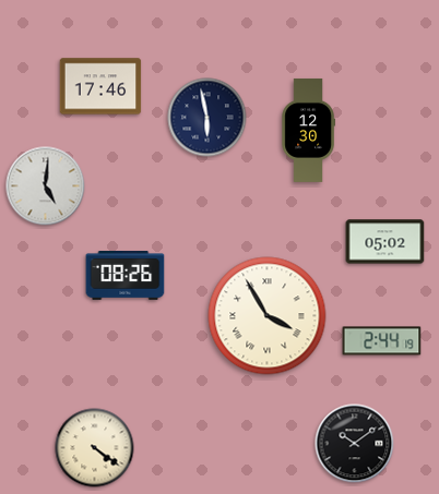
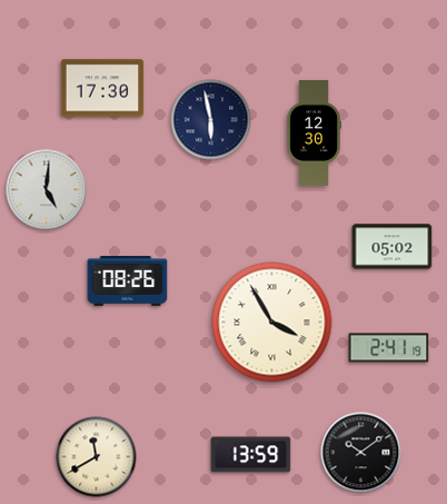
clock at (100, 86): 17:46 -> 17:30
clock at (382, 341): 2:44 -> 2:41
clock at (251, 455): none -> 13:59
clock at (95, 448): 4:21 -> 11:40
